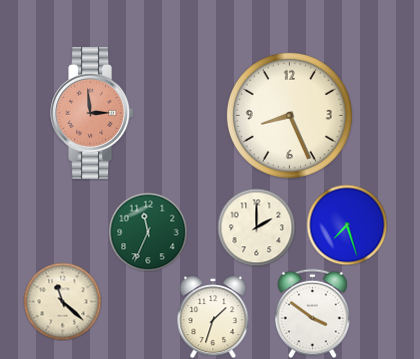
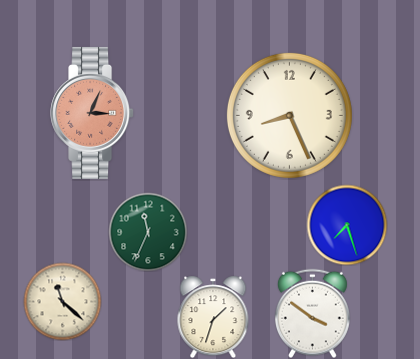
clock at (93, 113): 2:59 -> 3:04
clock at (256, 227): 2:00 -> none
